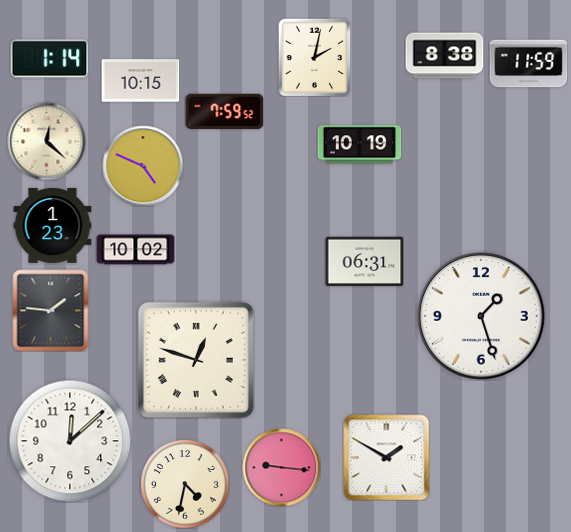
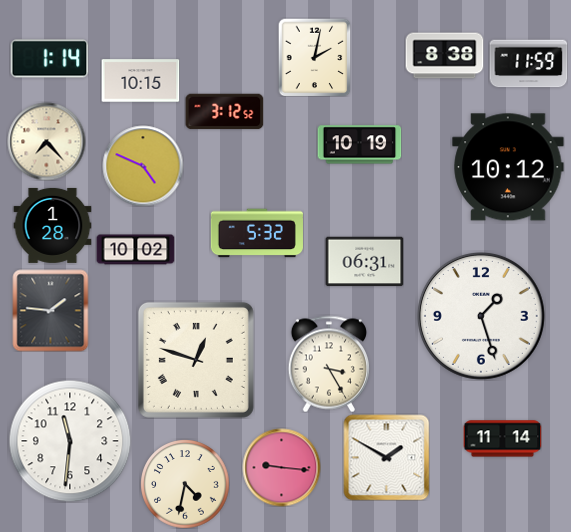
clock at (224, 112): 7:59 -> 3:12
clock at (46, 141): 12:22 -> 7:23
clock at (508, 167): none -> 10:12
clock at (52, 225): 1:23 -> 1:28
clock at (257, 233): none -> 5:32
clock at (329, 364): none -> 3:25
clock at (502, 439): none -> 11:14
clock at (70, 441): 12:08 -> 11:31
